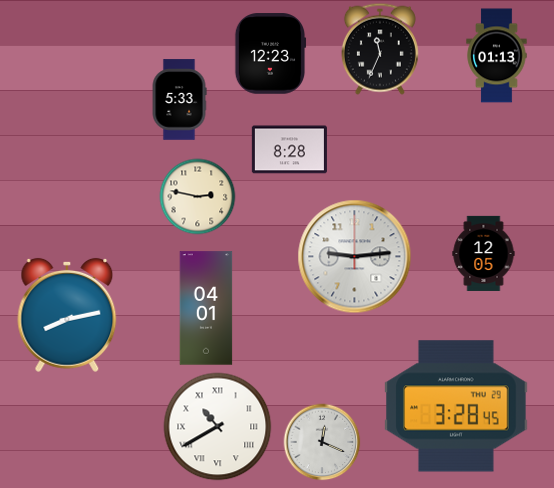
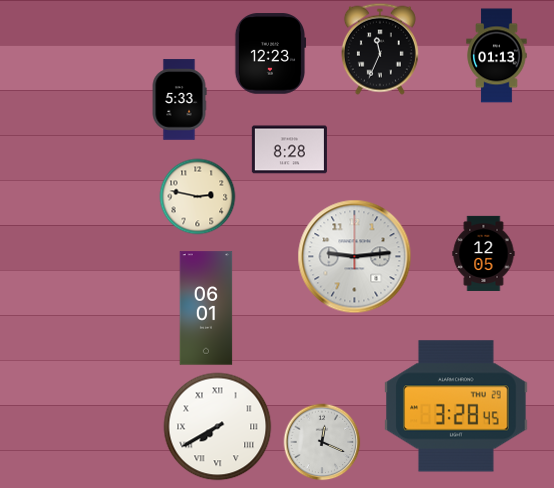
clock at (206, 308): 04:01 -> 06:01
clock at (67, 315): 8:13 -> none
clock at (218, 427): 10:40 -> 7:40
